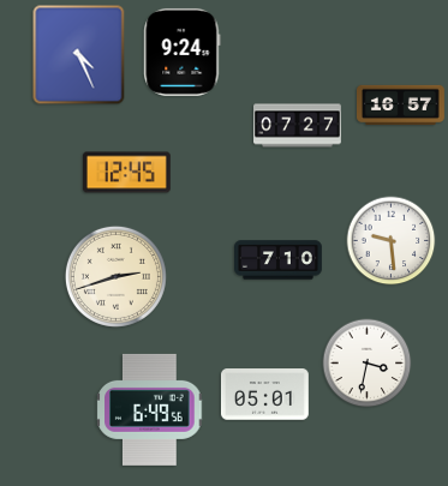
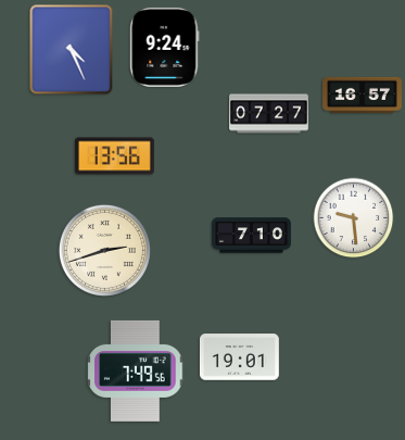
clock at (126, 173): 12:45 -> 13:56
clock at (368, 364): 3:32 -> none
clock at (264, 395): 05:01 -> 19:01
clock at (150, 409): 6:49 -> 7:49
